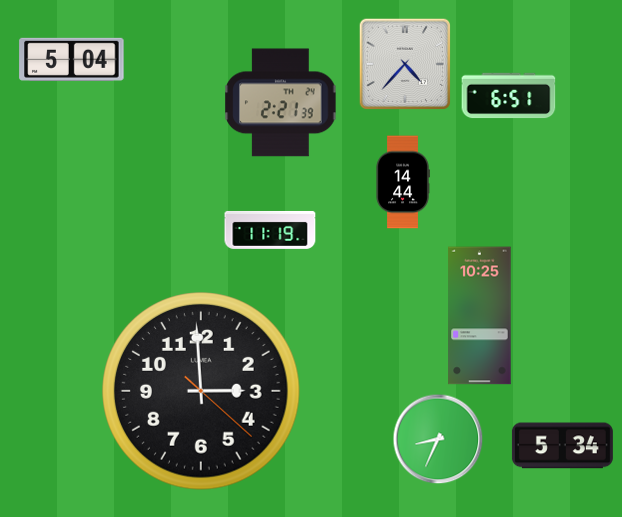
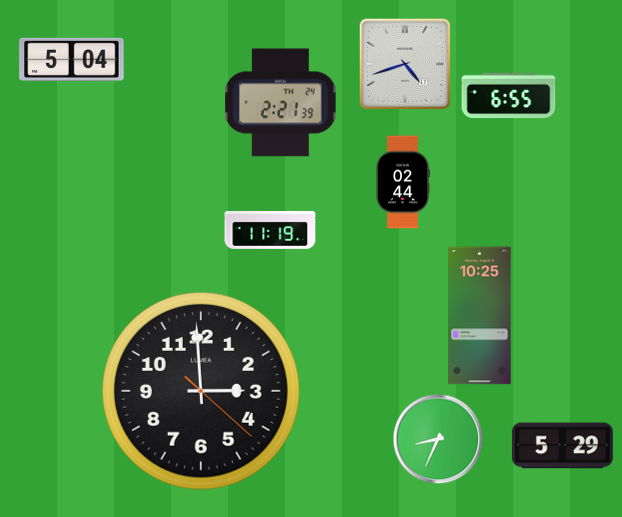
clock at (404, 63): 4:37 -> 4:42
clock at (509, 96): 6:51 -> 6:55
clock at (403, 182): 14:44 -> 02:44
clock at (562, 446): 5:34 -> 5:29
